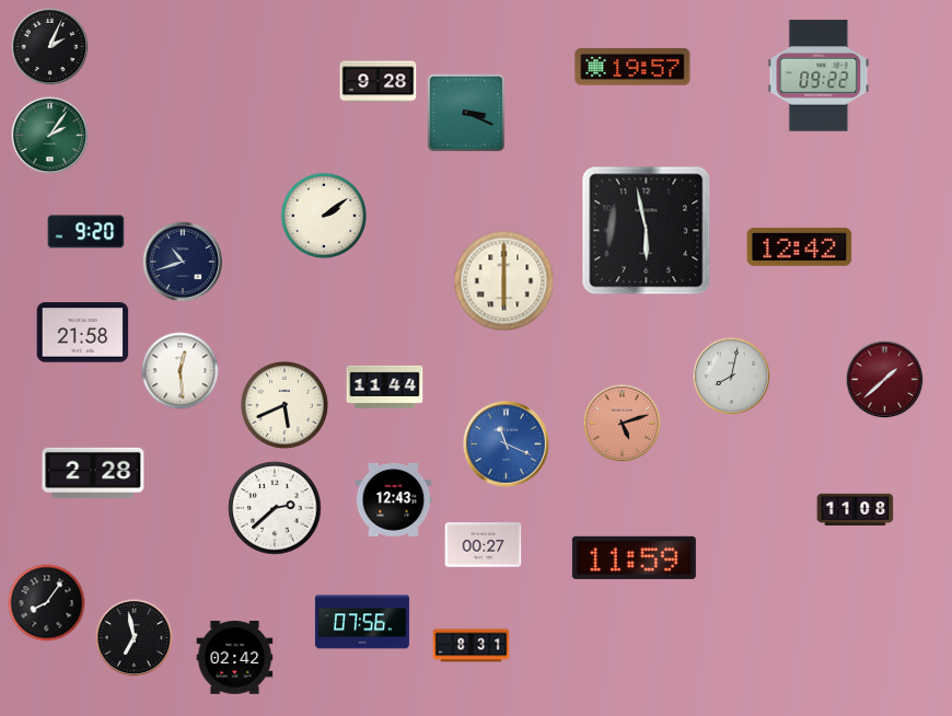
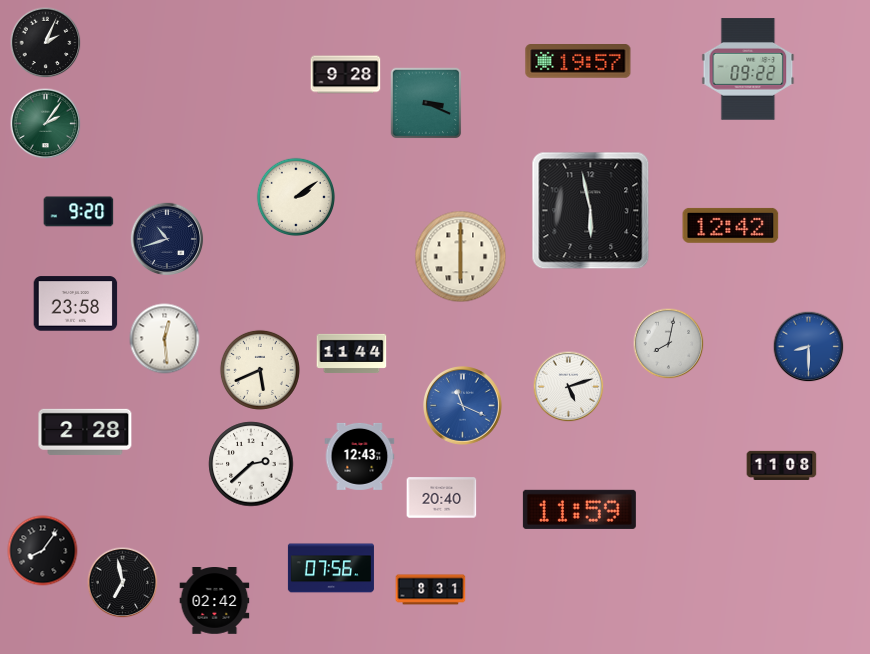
clock at (83, 333): 21:58 -> 23:58
clock at (885, 380): 1:38 -> 8:30
clock at (885, 380) dial: burgundy -> blue
clock at (623, 424) dial: salmon -> white
clock at (484, 545): 00:27 -> 20:40
